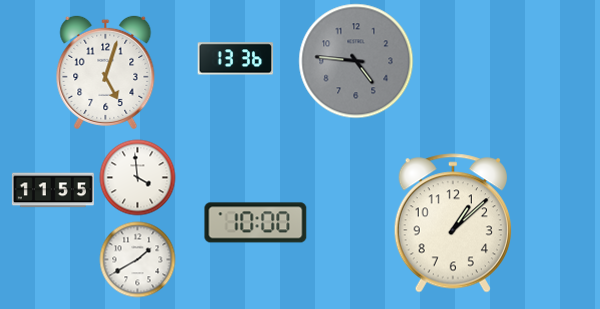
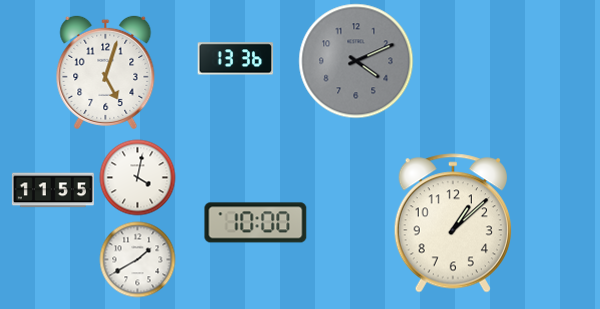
clock at (356, 61): 4:46 -> 4:11
clock at (138, 178): 3:59 -> 4:02
